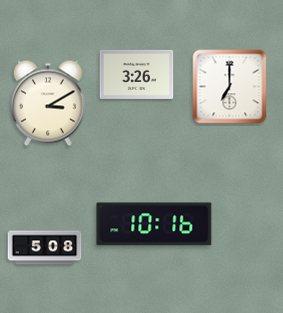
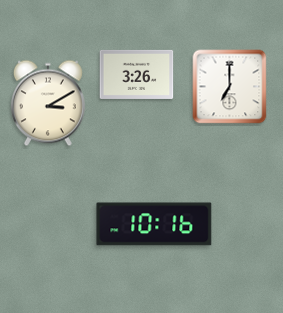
clock at (45, 248): 5:08 -> none
